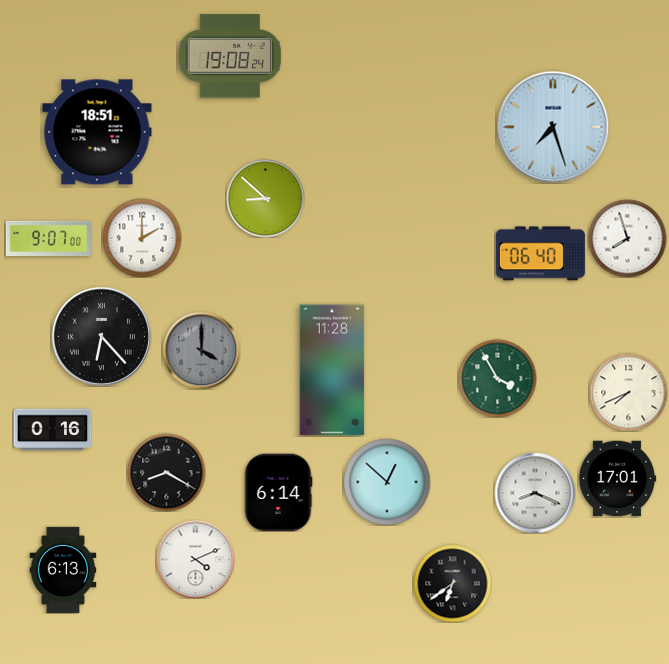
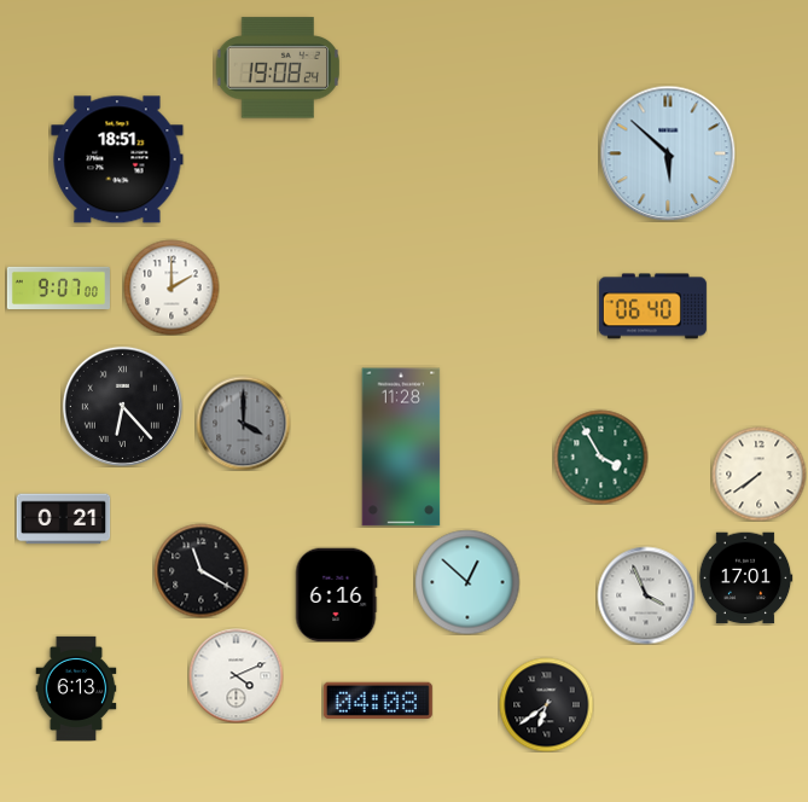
clock at (553, 127): 7:27 -> 5:52
clock at (265, 198): 8:52 -> none
clock at (627, 238): 7:57 -> none
clock at (628, 392): 7:41 -> 7:39
clock at (52, 430): 0:16 -> 0:21
clock at (166, 472): 8:20 -> 11:20
clock at (278, 492): 6:14 -> 6:16
clock at (535, 493): 8:19 -> 3:56
clock at (378, 699): none -> 04:08
